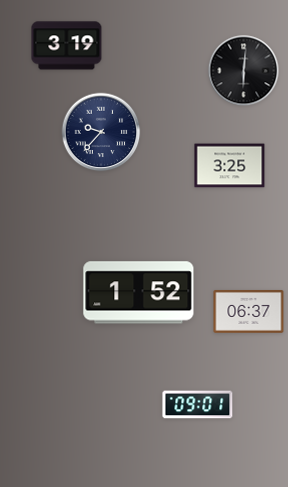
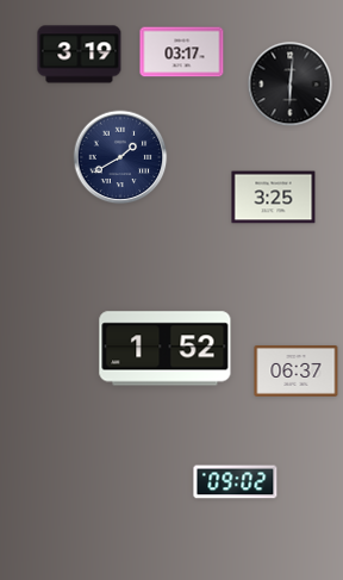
clock at (182, 52): none -> 03:17
clock at (101, 132): 9:37 -> 1:40
clock at (198, 405): 09:01 -> 09:02
